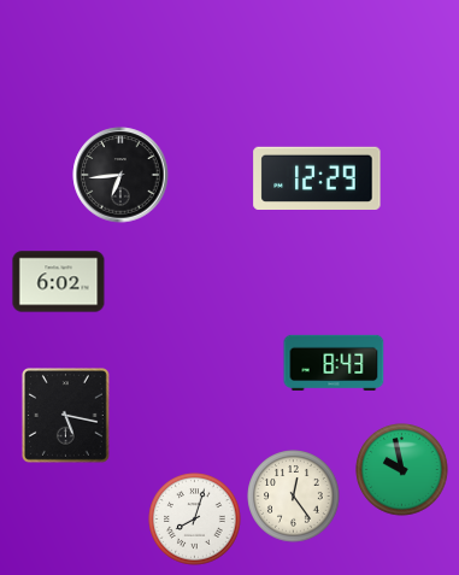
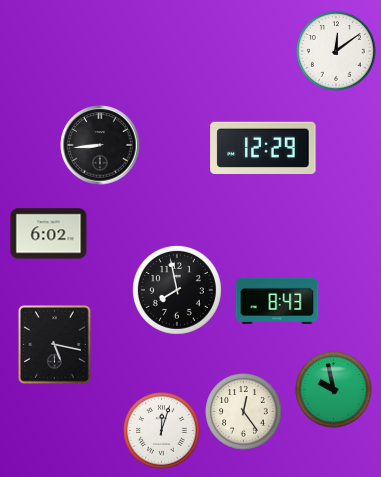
clock at (337, 52): none -> 12:09
clock at (120, 175): 6:44 -> 8:44
clock at (177, 290): none -> 7:58
clock at (195, 520): 8:03 -> 12:03
